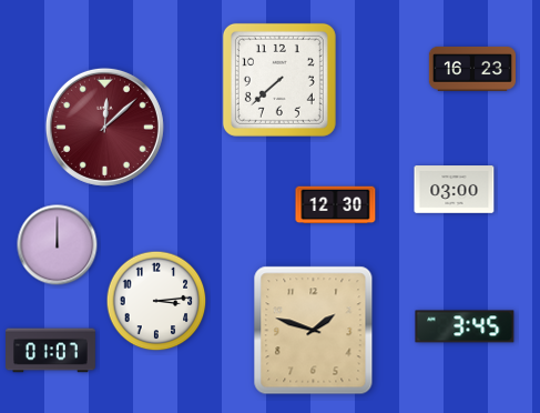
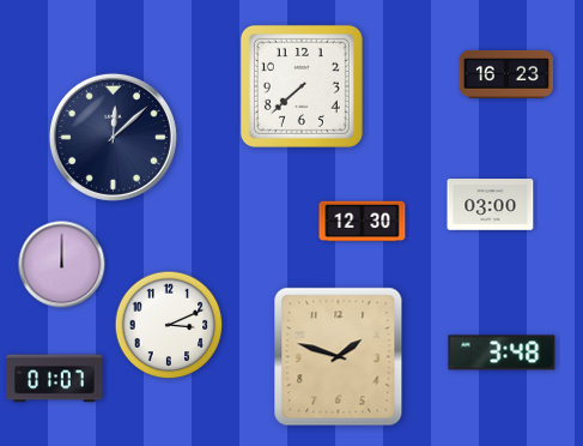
clock at (471, 69) position: (471, 69) -> (505, 74)
clock at (104, 127) dial: burgundy -> navy
clock at (156, 301): 3:14 -> 3:11
clock at (465, 326): 3:45 -> 3:48
